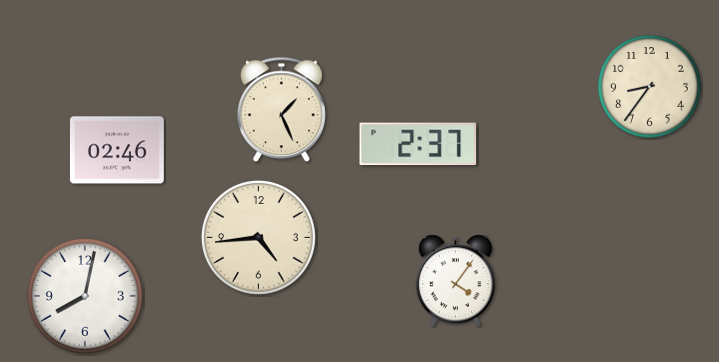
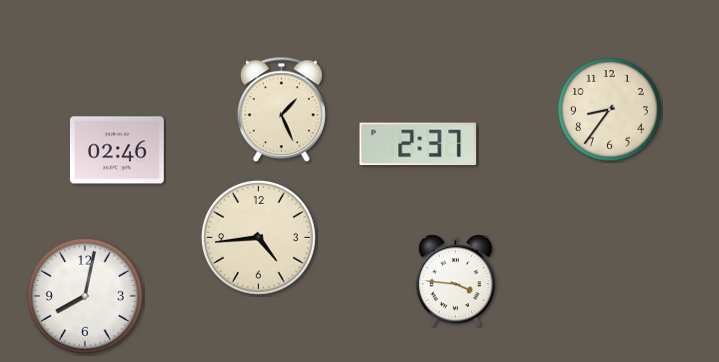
clock at (650, 87) position: (650, 87) -> (610, 110)
clock at (455, 281): 4:06 -> 3:46
